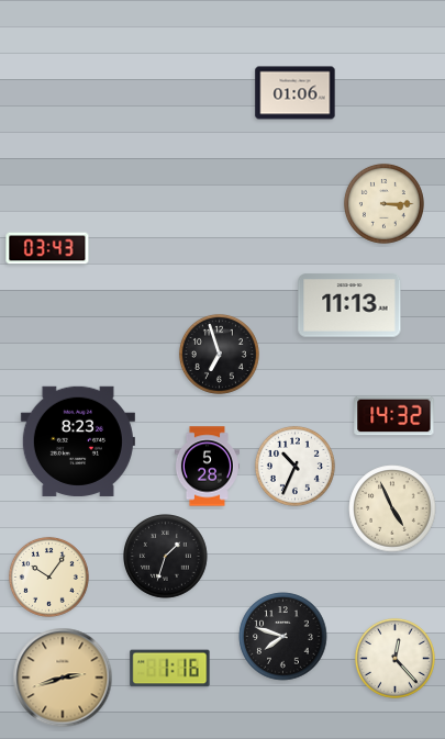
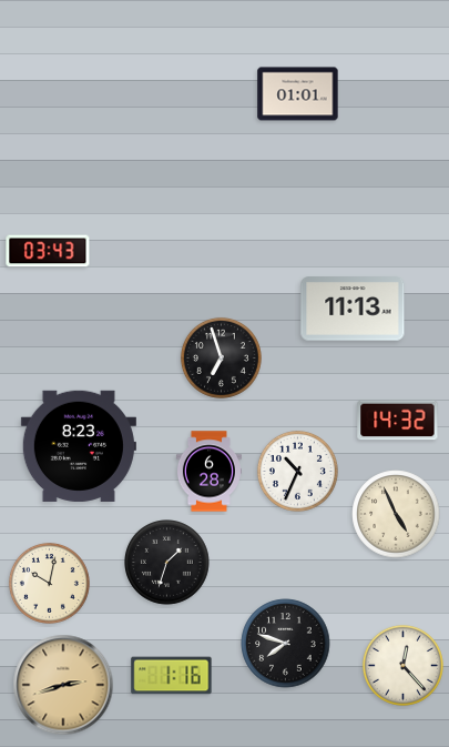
clock at (296, 93): 01:06 -> 01:01
clock at (383, 203): 3:15 -> none
clock at (207, 467): 5:28 -> 6:28
clock at (48, 576): 10:06 -> 10:02
clock at (394, 658) position: (394, 658) -> (402, 665)
